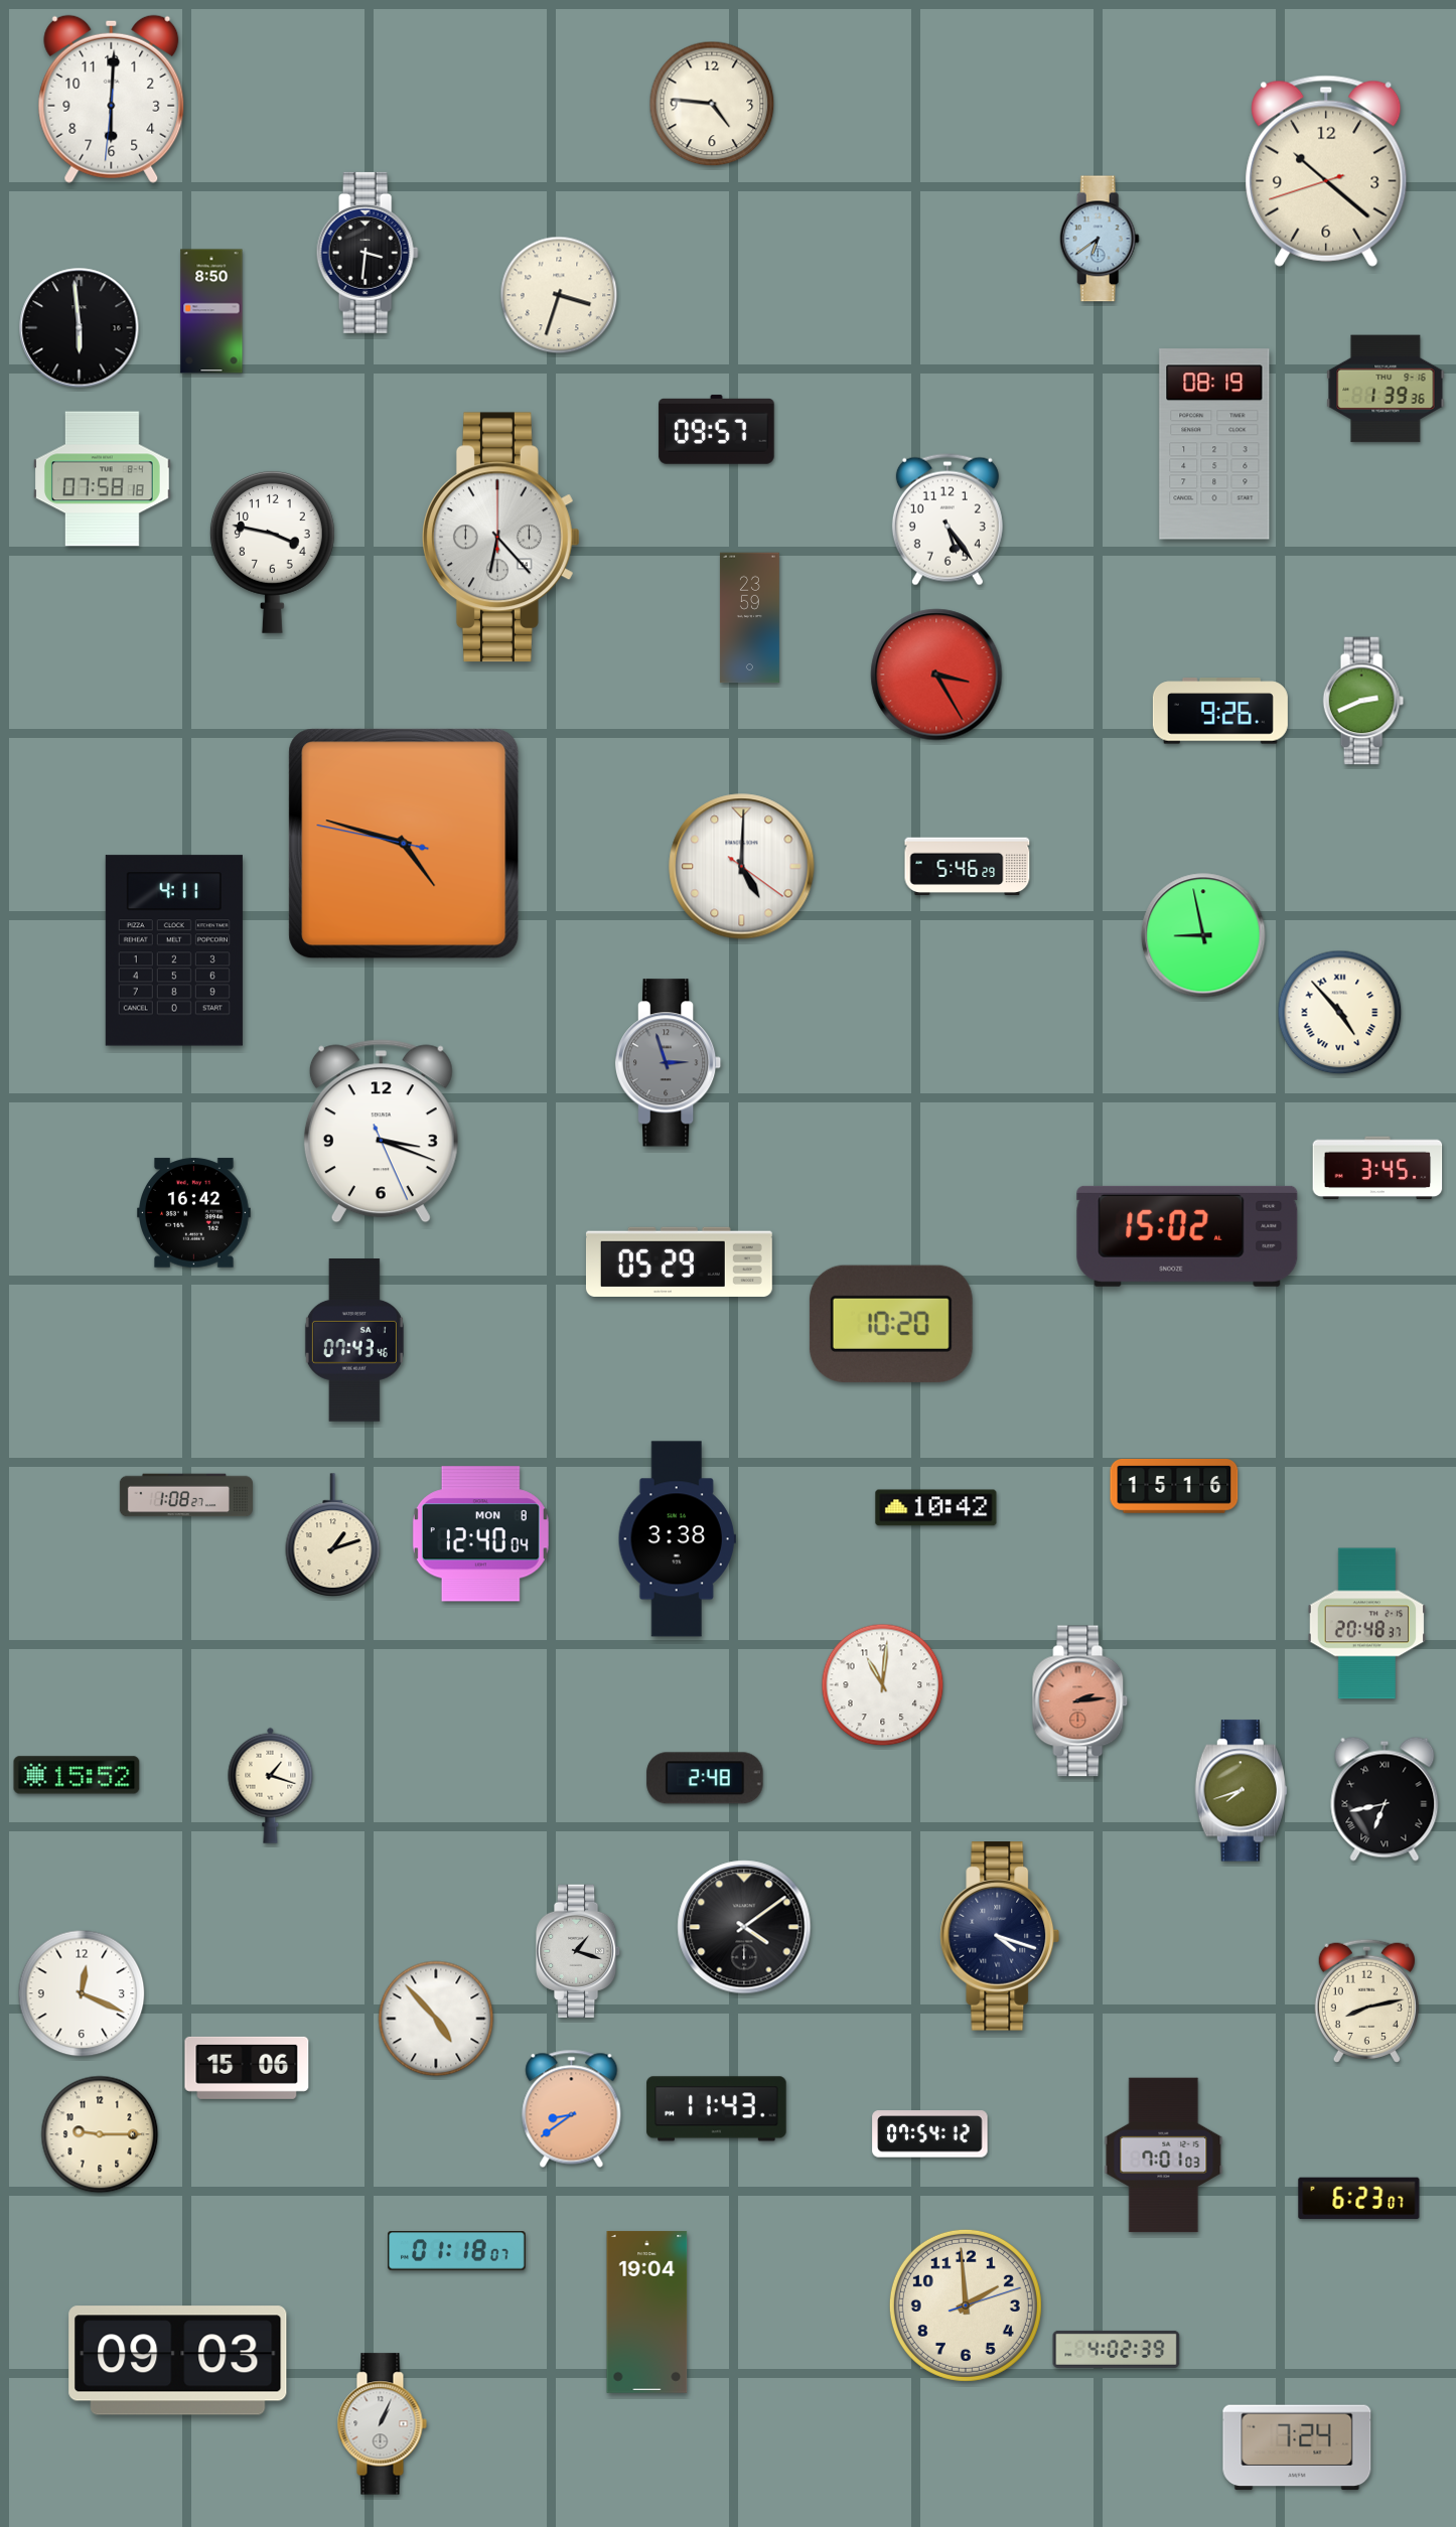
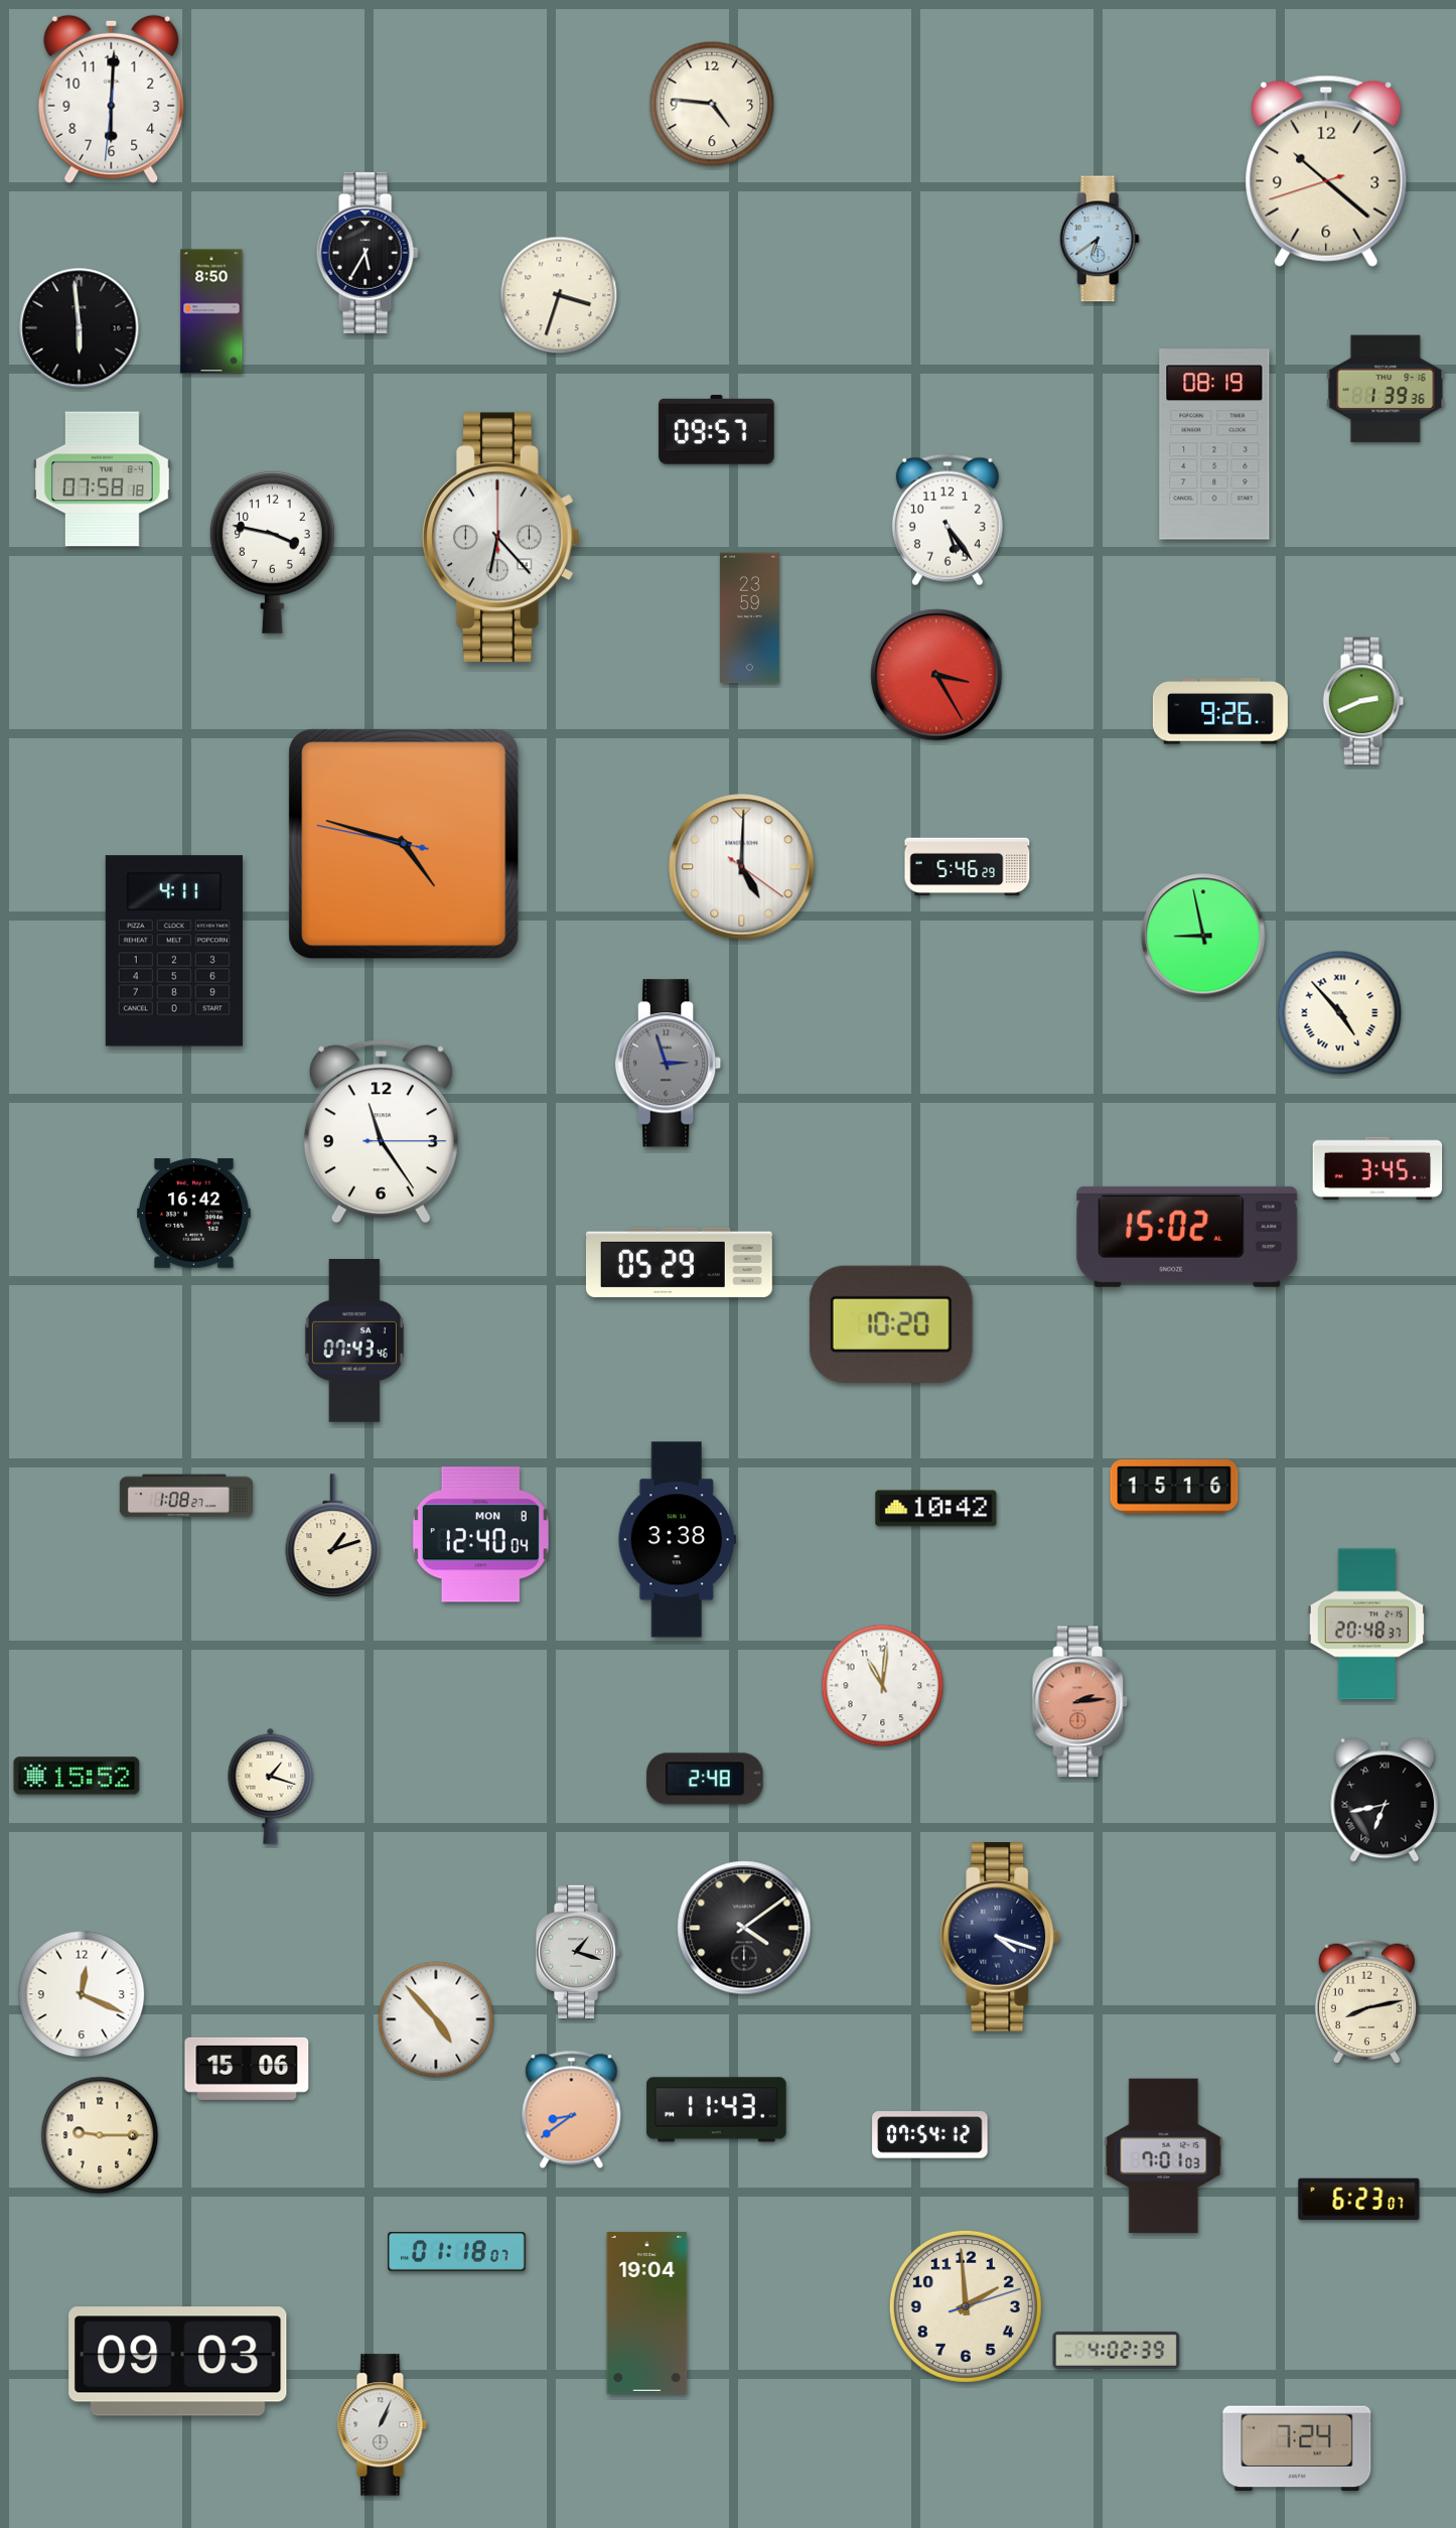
clock at (368, 253): 3:31 -> 5:35
clock at (381, 1132): 3:18 -> 11:24
clock at (1241, 1791): 7:42 -> none
